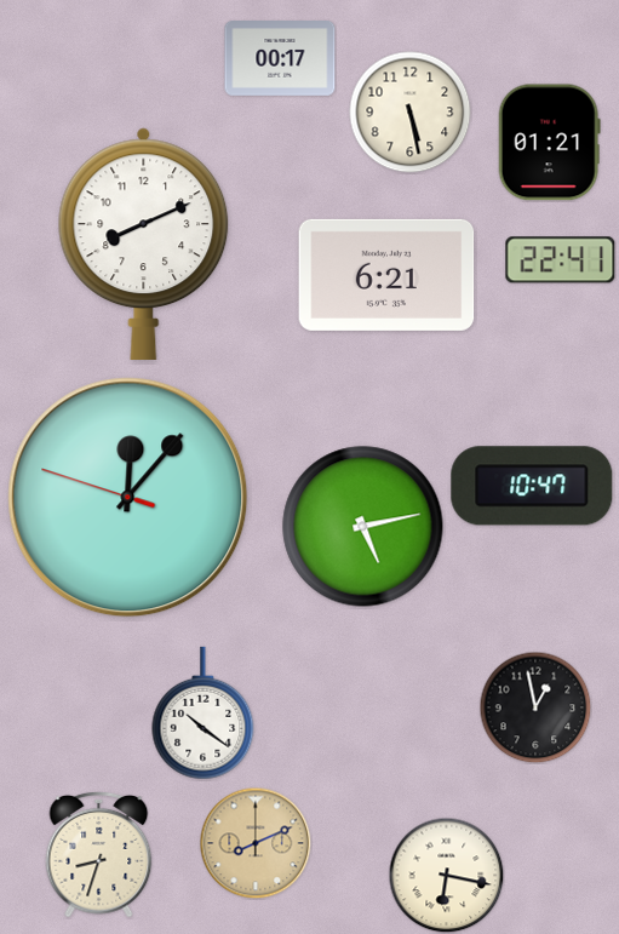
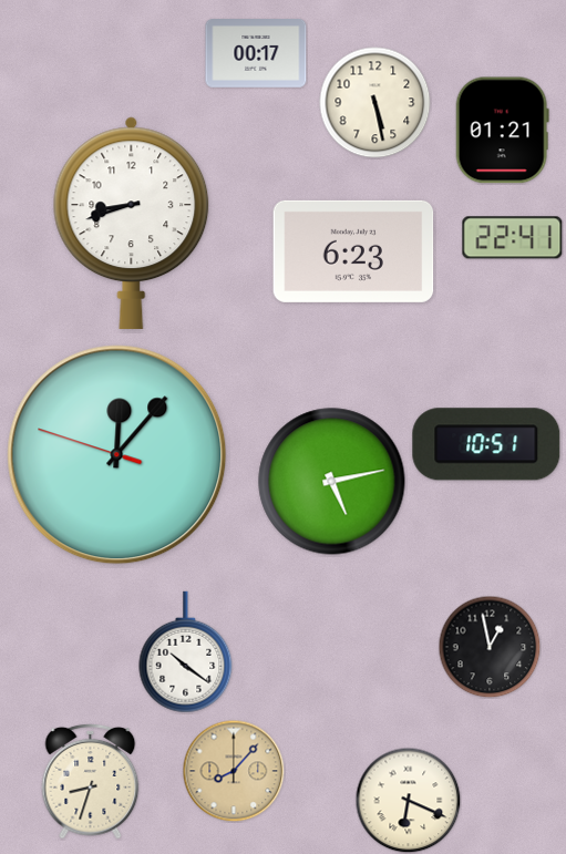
clock at (144, 243): 8:11 -> 8:42
clock at (386, 275): 6:21 -> 6:23
clock at (532, 486): 10:47 -> 10:51
clock at (256, 843): 8:11 -> 8:07
clock at (446, 875): 6:17 -> 6:19
